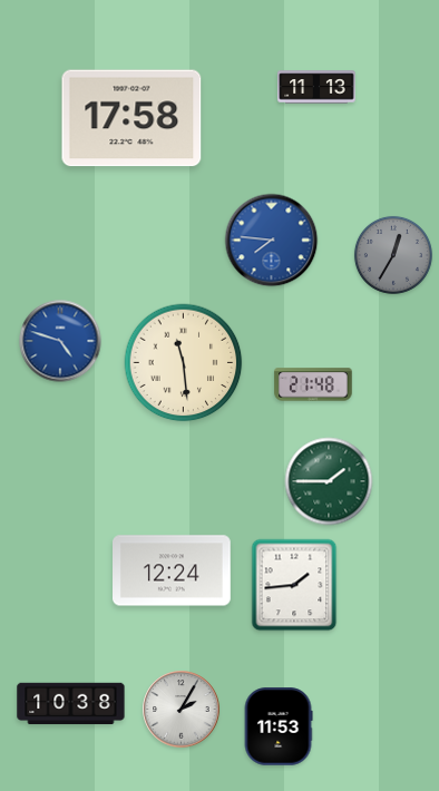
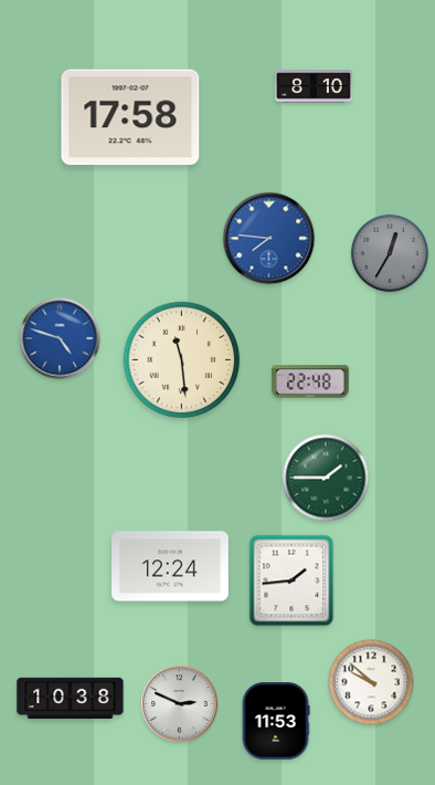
clock at (316, 87): 11:13 -> 8:10
clock at (313, 384): 21:48 -> 22:48
clock at (371, 682): none -> 9:52
clock at (182, 710): 2:05 -> 2:49
